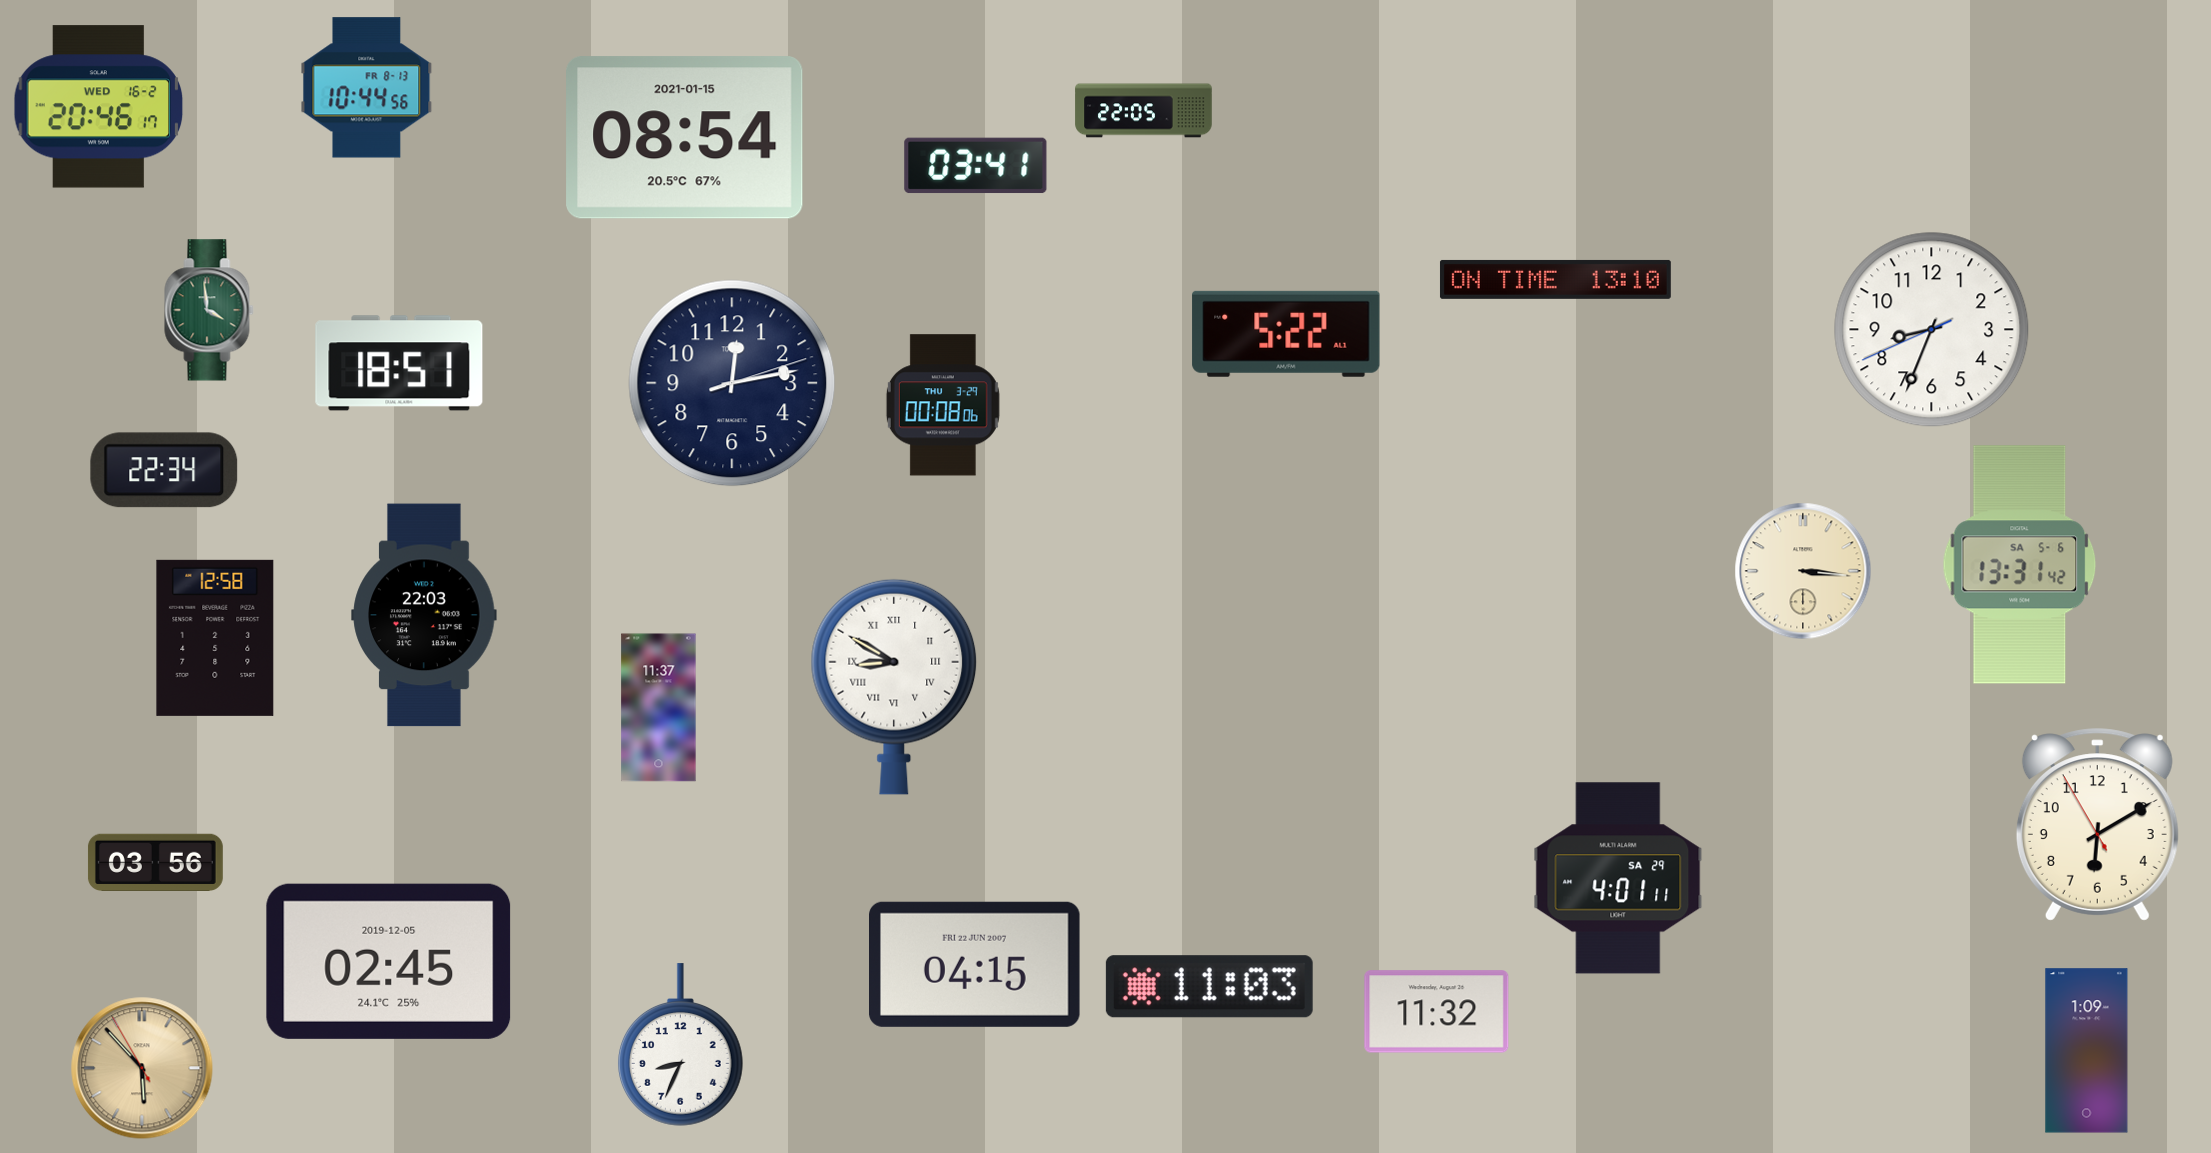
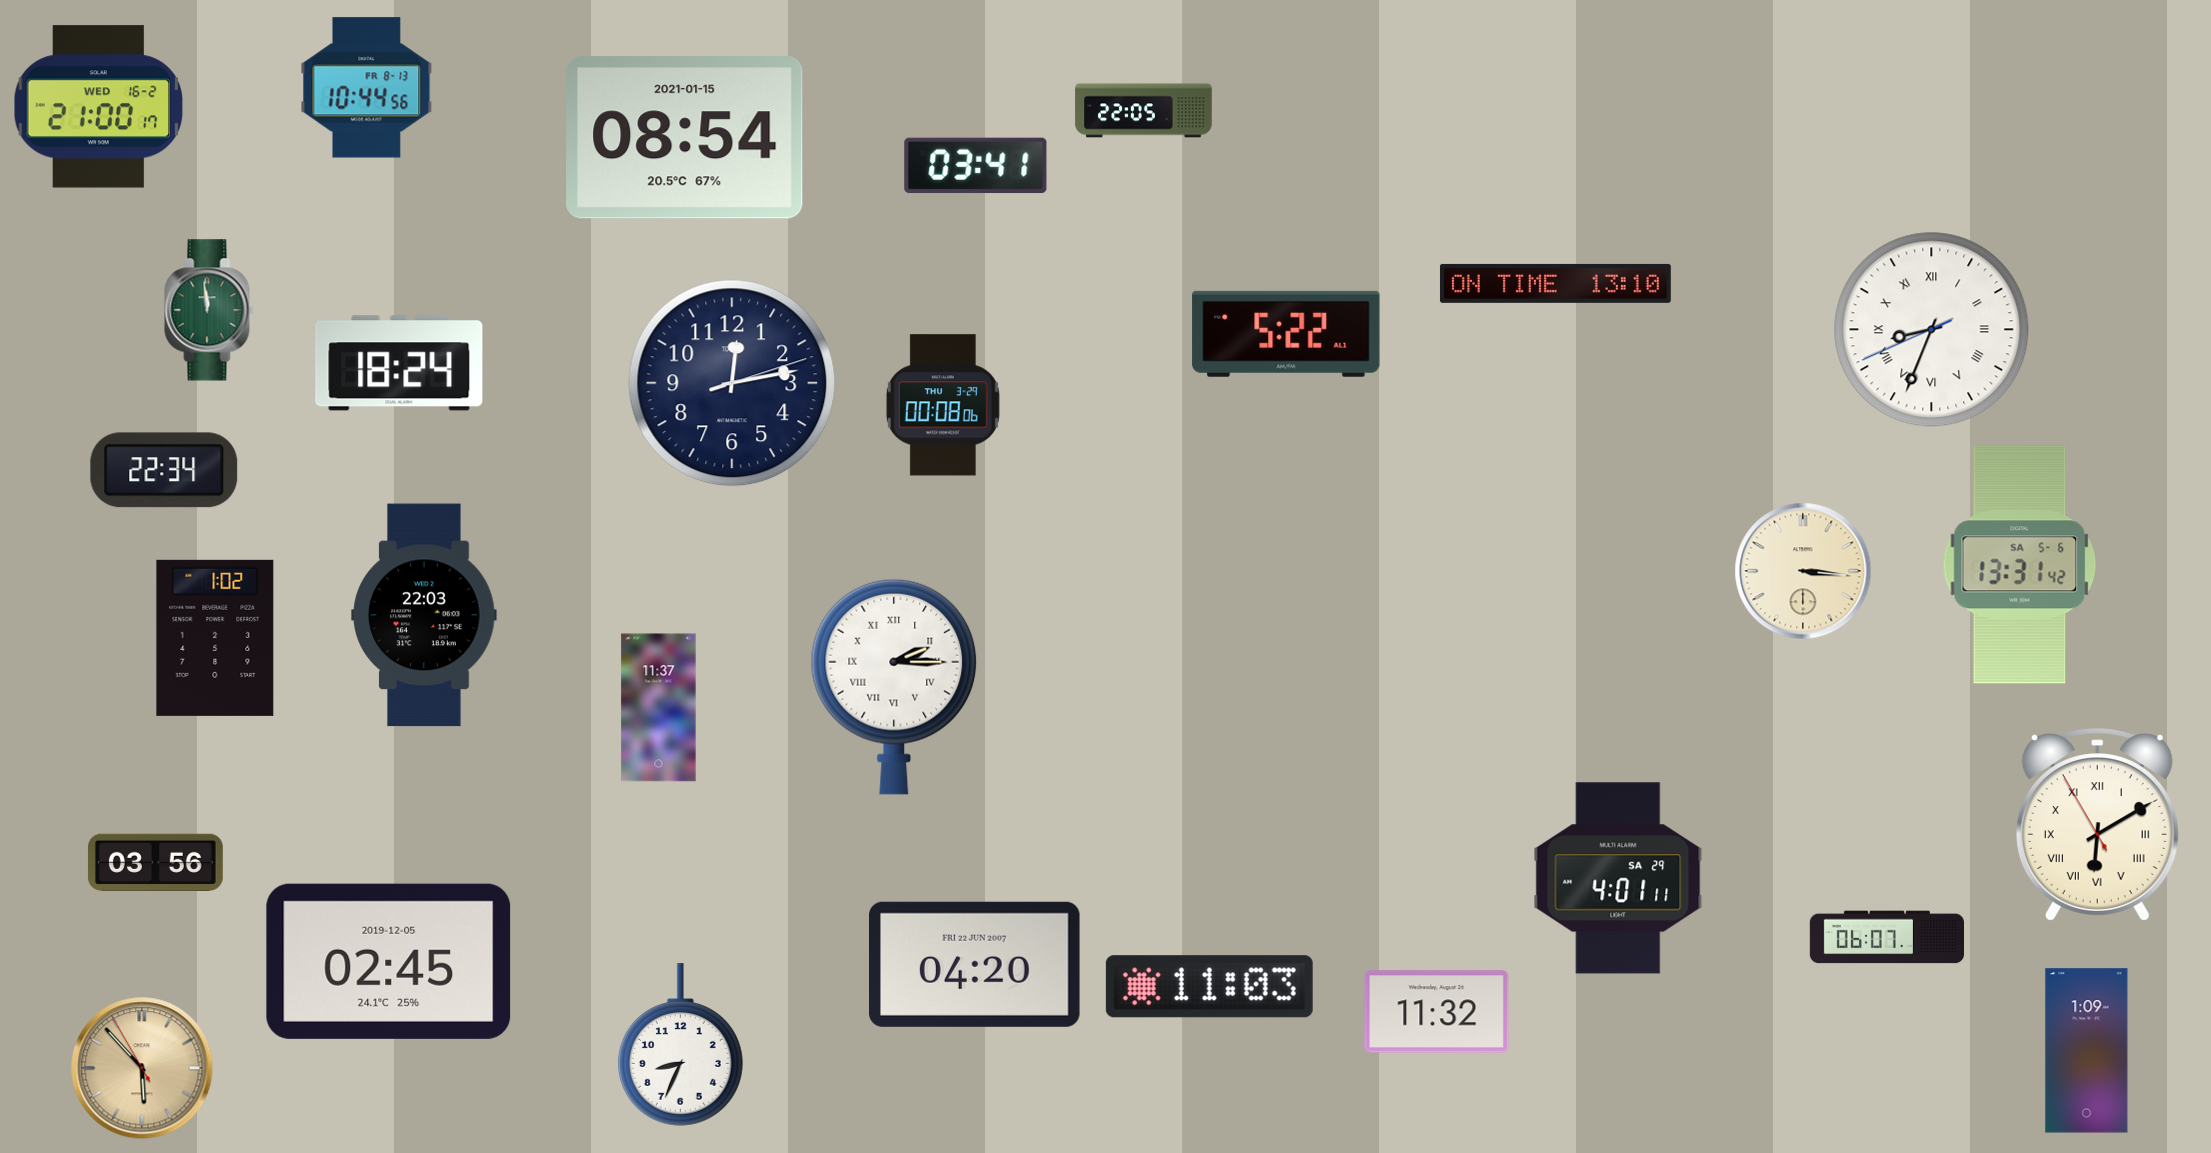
clock at (99, 107): 20:46 -> 21:00
clock at (1555, 279) position: (1555, 279) -> (1555, 283)
clock at (209, 310): 3:59 -> 11:59
clock at (1932, 330) numerals: Arabic -> Roman
clock at (399, 363): 18:51 -> 18:24
clock at (215, 638): 12:58 -> 1:02
clock at (894, 687): 8:50 -> 2:15
clock at (2097, 825) numerals: Arabic -> Roman
clock at (1886, 937): none -> 06:07
clock at (975, 964): 04:15 -> 04:20
